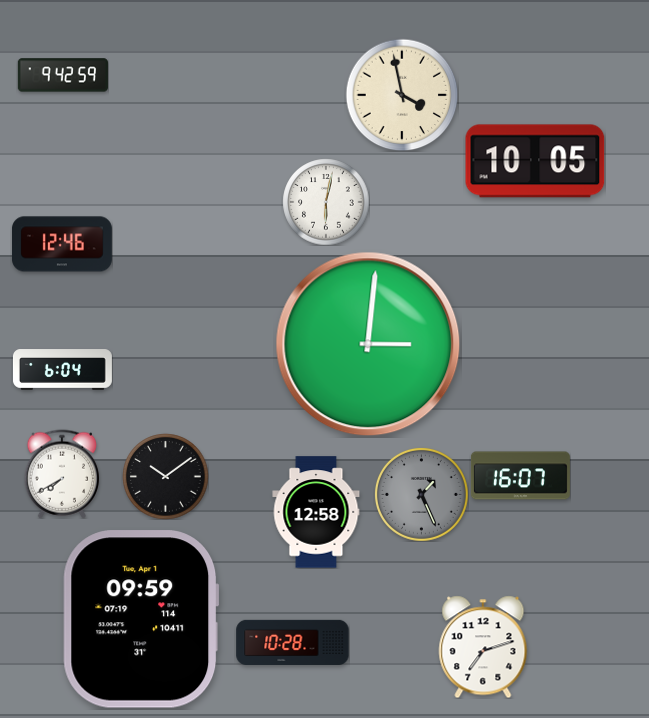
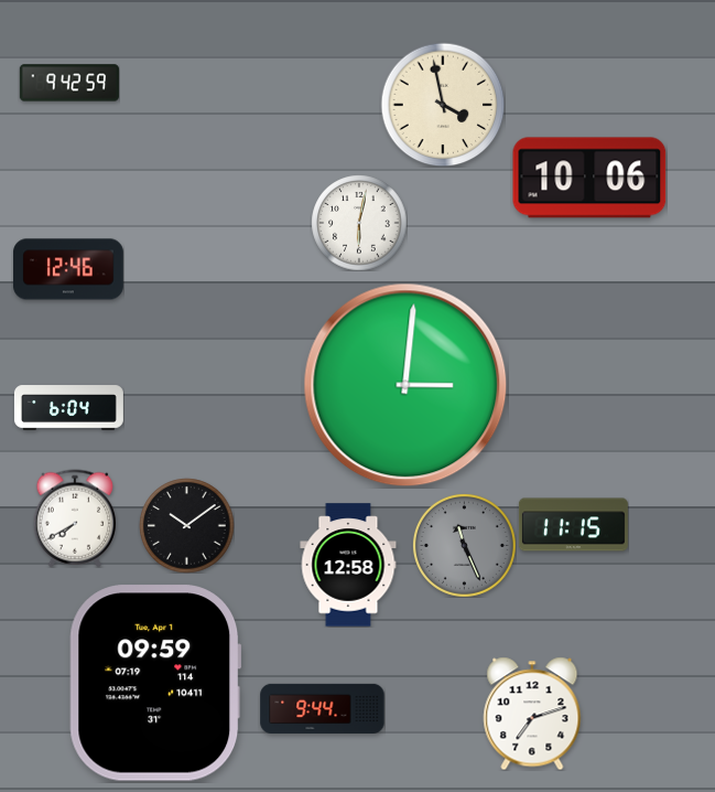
clock at (535, 161): 10:05 -> 10:06
clock at (368, 344) position: (368, 344) -> (405, 385)
clock at (62, 474) position: (62, 474) -> (75, 518)
clock at (165, 476) position: (165, 476) -> (186, 525)
clock at (520, 476): 16:07 -> 11:15
clock at (421, 494): 1:26 -> 11:26
clock at (293, 642): 10:28 -> 9:44
